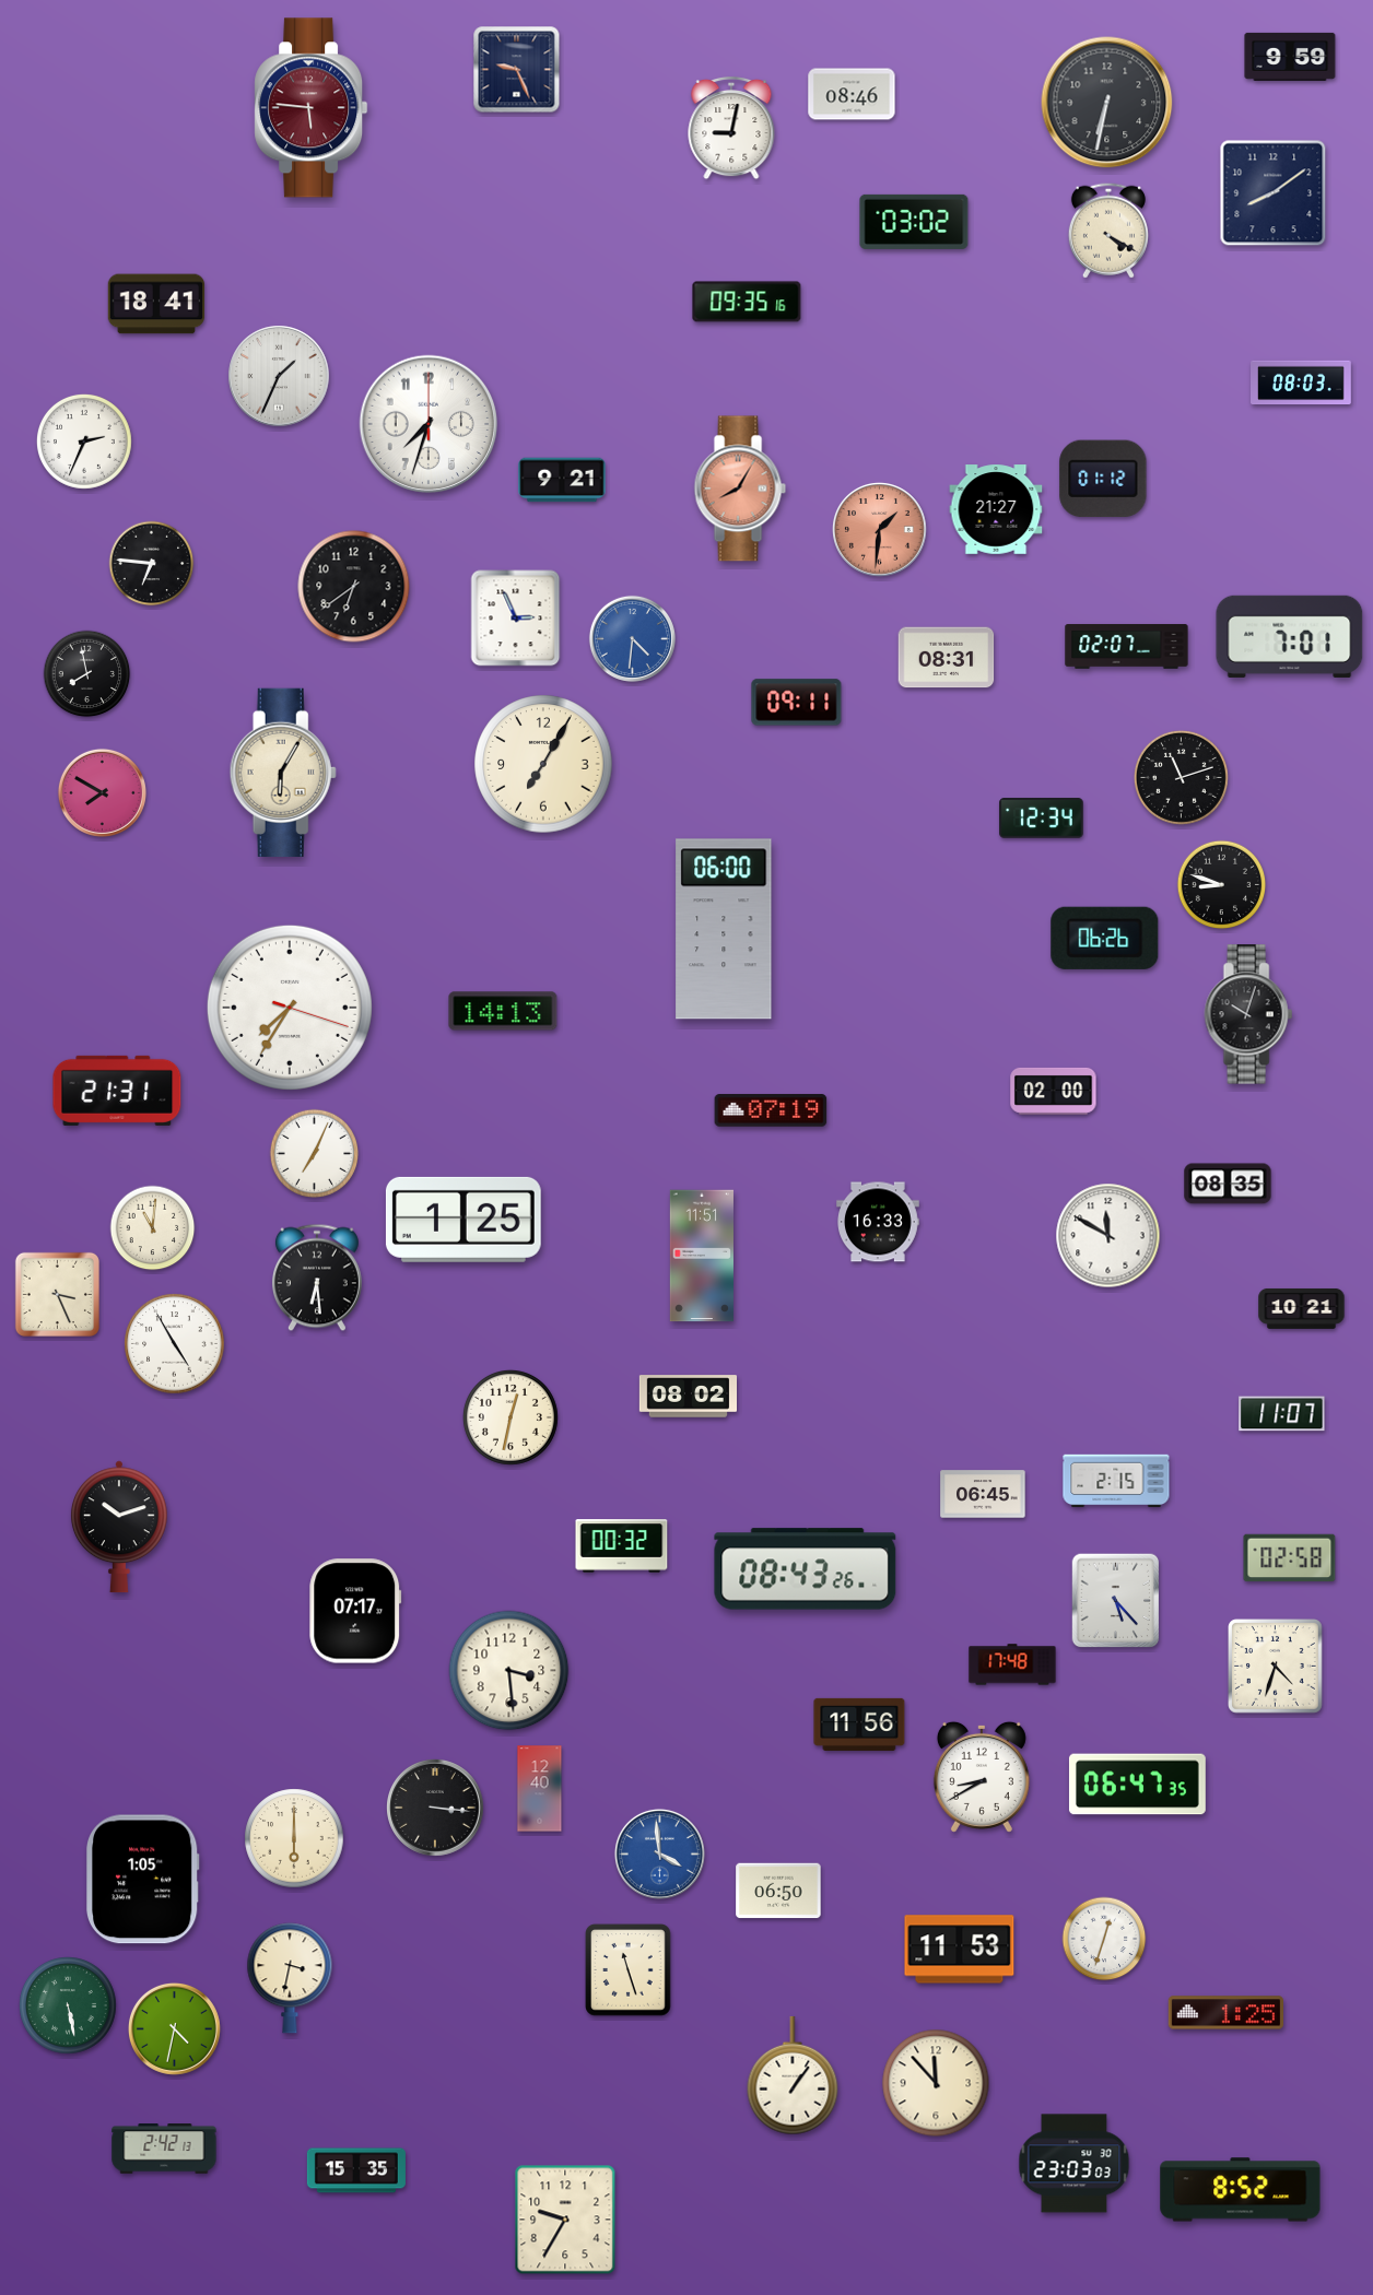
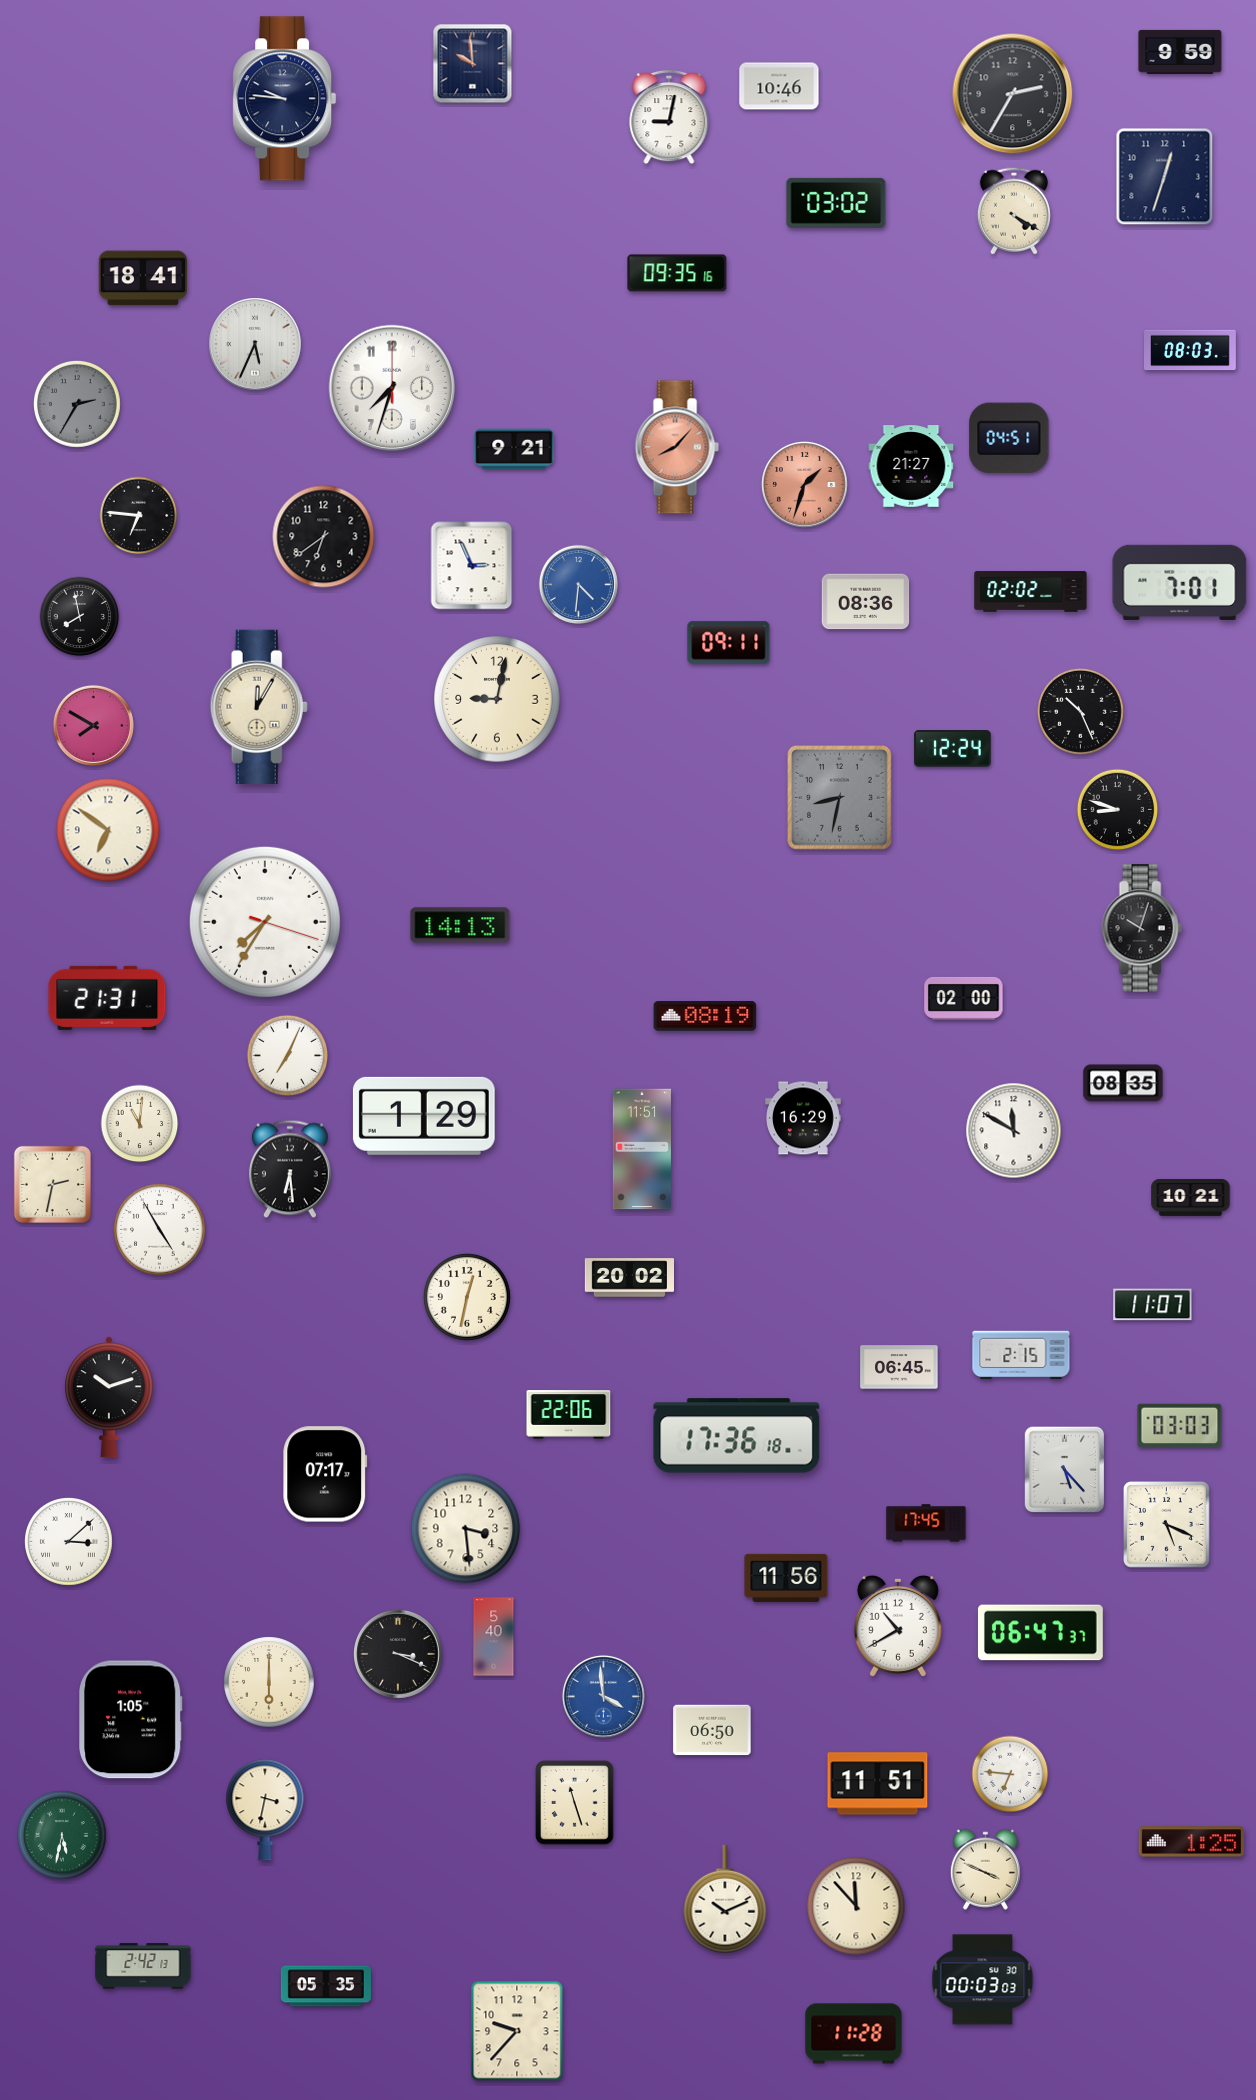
clock at (517, 70): 9:26 -> 9:59
clock at (852, 94): 08:46 -> 10:46
clock at (1107, 103): 6:32 -> 2:35
clock at (312, 108): 5:46 -> 9:46
clock at (312, 108) dial: burgundy -> navy
clock at (1274, 193): 8:09 -> 12:33
clock at (747, 302) position: (747, 302) -> (677, 273)
clock at (279, 376): 1:34 -> 5:34
clock at (84, 442): 2:34 -> 2:35
clock at (84, 442) dial: white -> grey
clock at (1103, 479): 01:12 -> 04:51
clock at (562, 480) position: (562, 480) -> (514, 449)
clock at (740, 489): 8:05 -> 8:07
clock at (880, 530): 1:31 -> 1:33
clock at (1127, 647): 02:07 -> 02:02
clock at (947, 658): 08:31 -> 08:36
clock at (543, 764): 7:05 -> 9:02
clock at (283, 773): 6:05 -> 12:05
clock at (1181, 777): 11:12 -> 10:26
clock at (1042, 819): 12:34 -> 12:24
clock at (840, 798): none -> 8:32
clock at (108, 830): none -> 6:51
clock at (724, 929): 06:00 -> none
clock at (1105, 938): 06:26 -> none
clock at (771, 1110): 07:19 -> 08:19
clock at (463, 1220): 1:25 -> 1:29
clock at (878, 1222): 16:33 -> 16:29
clock at (57, 1294): 3:26 -> 2:32
clock at (688, 1397): 08:02 -> 20:02
clock at (1282, 1414) position: (1282, 1414) -> (1153, 1305)
clock at (622, 1546): 00:32 -> 22:06
clock at (1290, 1558): 02:58 -> 03:03
clock at (806, 1569): 08:43 -> 17:36
clock at (1116, 1601) position: (1116, 1601) -> (1065, 1470)
clock at (1012, 1664): 17:48 -> 17:45
clock at (1276, 1667): 4:33 -> 5:19
clock at (69, 1542): none -> 3:08
clock at (982, 1777): 8:40 -> 10:40
clock at (1137, 1785): 06:47:35 -> 06:47:37
clock at (540, 1789): 12:40 -> 5:40
clock at (435, 1808): 3:16 -> 3:19
clock at (1104, 1939): 12:33 -> 6:46
clock at (960, 1950): 11:53 -> 11:51
clock at (68, 2005): 5:28 -> 5:32
clock at (1225, 2013) position: (1225, 2013) -> (1191, 1842)
clock at (174, 2028): 4:32 -> none
clock at (985, 1869): none -> 3:49
clock at (793, 2075): 1:06 -> 10:11
clock at (164, 2149) position: (164, 2149) -> (143, 1966)
clock at (1075, 2164): 23:03 -> 00:03
clock at (356, 2170): 15:35 -> 05:35
clock at (1241, 2190): 8:52 -> none
clock at (565, 2220): 9:35 -> 9:37
clock at (854, 2034): none -> 11:28
